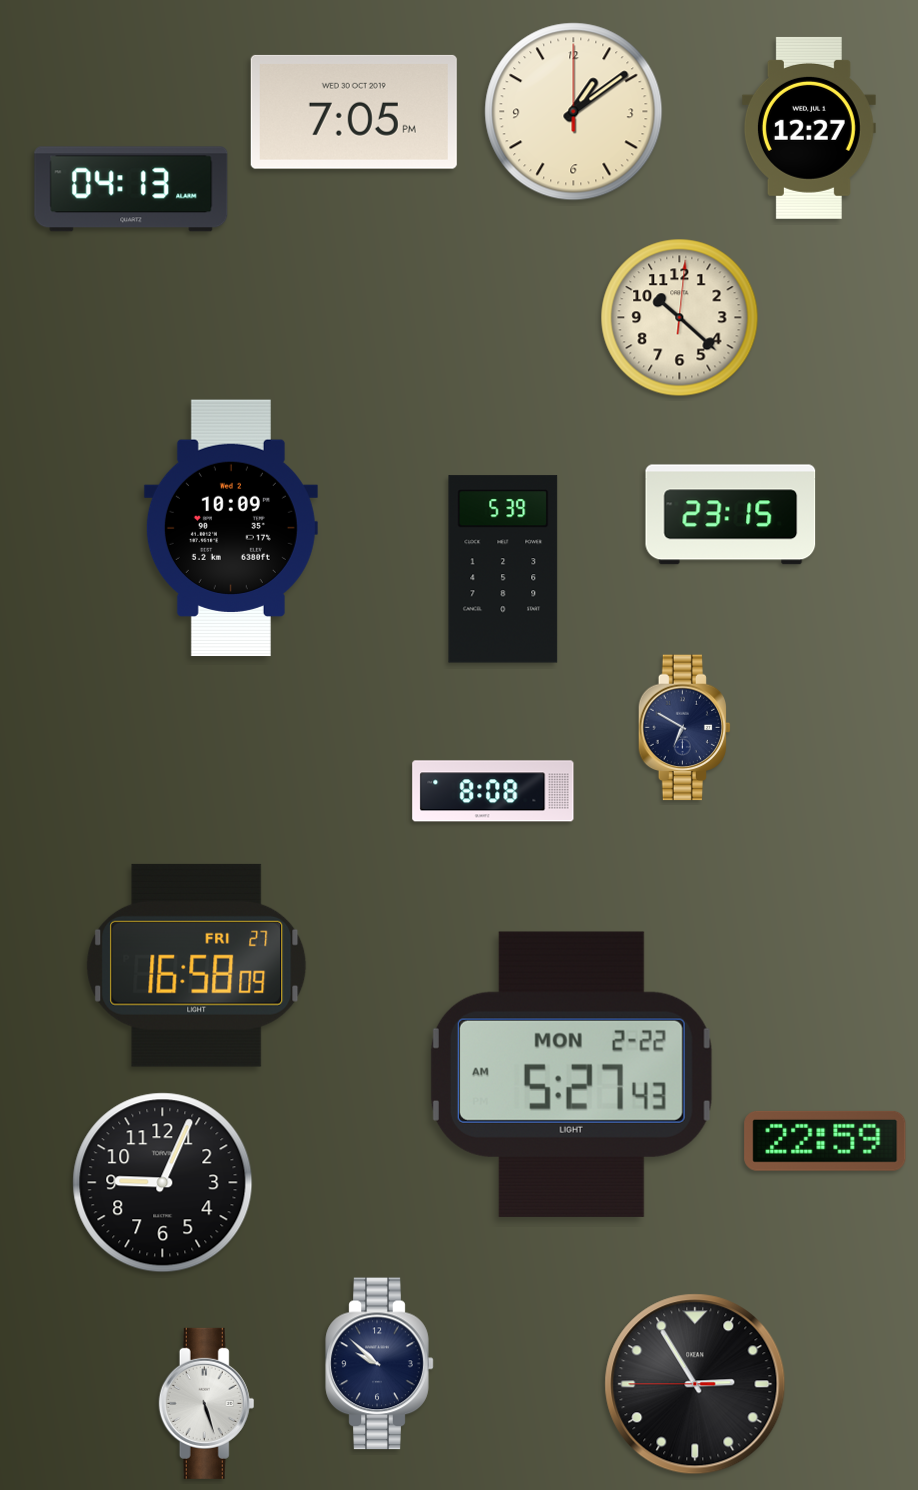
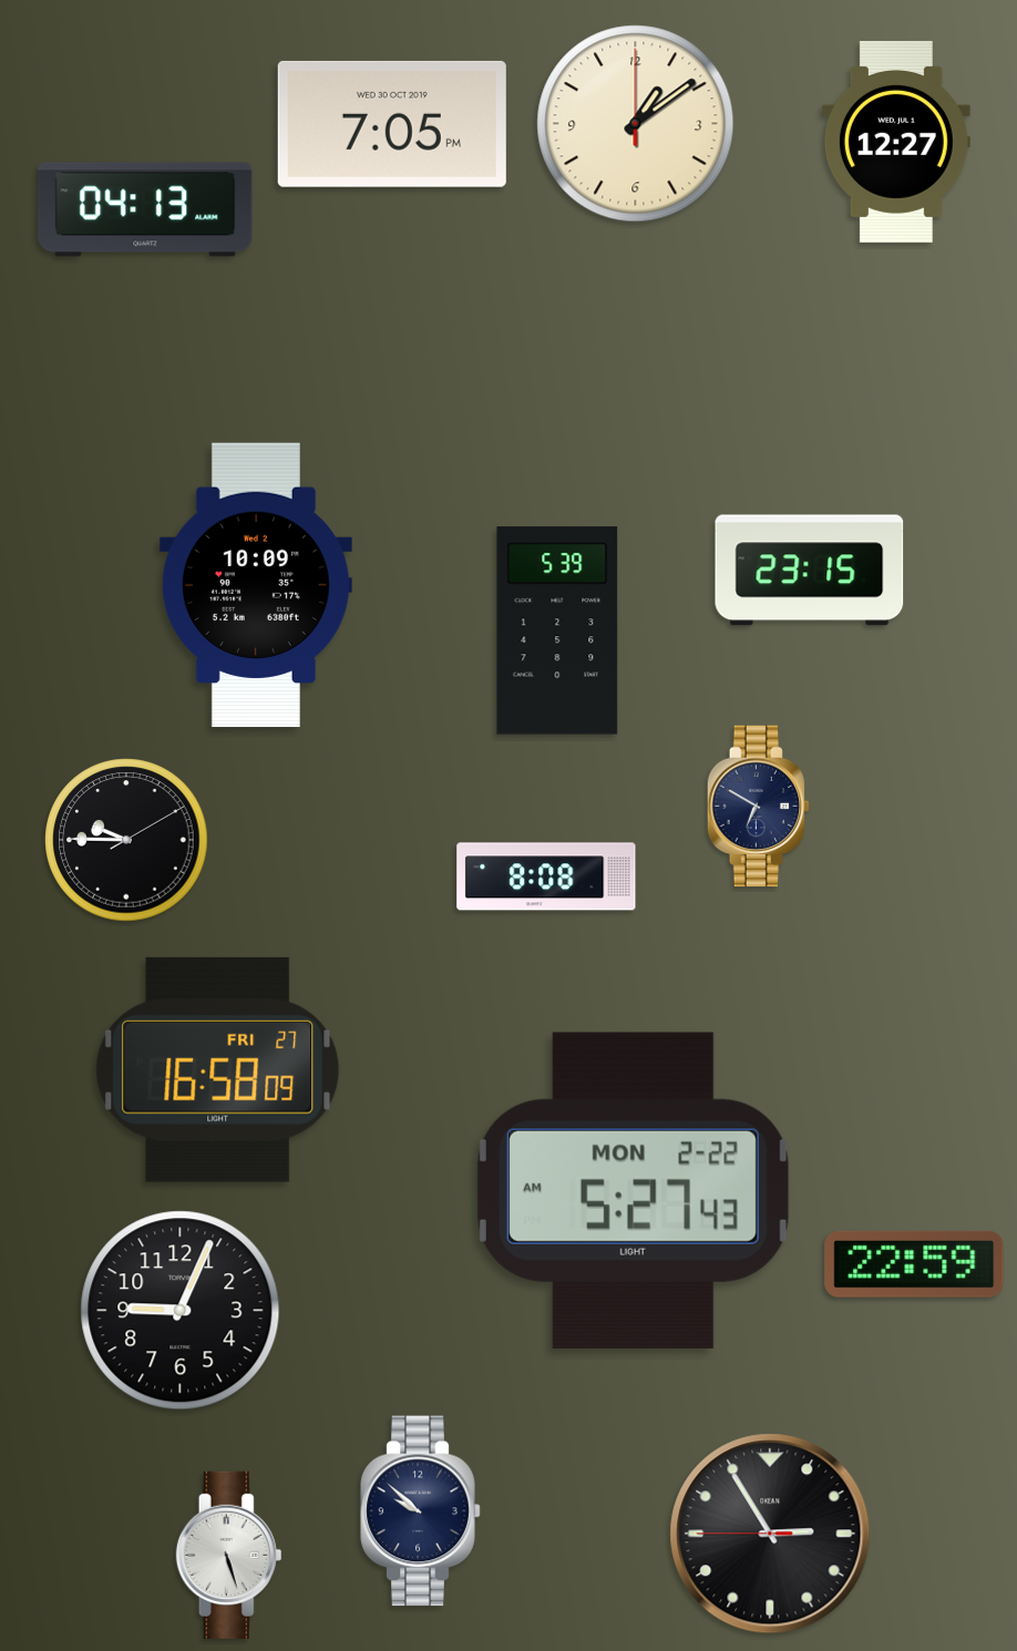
clock at (680, 318): 10:22 -> none
clock at (126, 840): none -> 9:45
